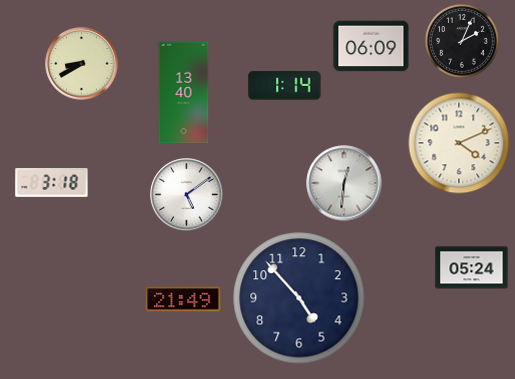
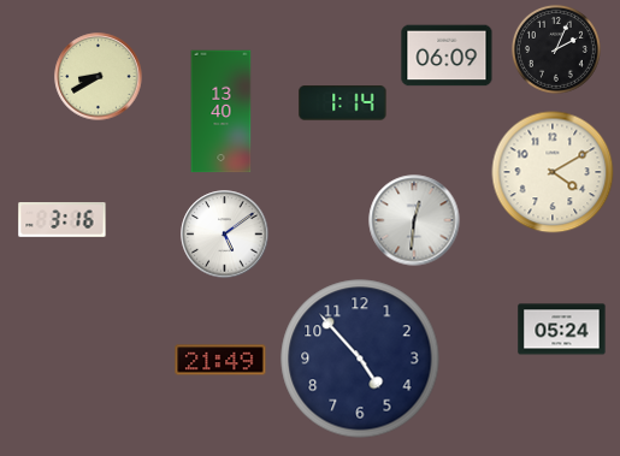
clock at (459, 143): 4:11 -> 4:10
clock at (52, 183): 3:18 -> 3:16
clock at (472, 268) position: (472, 268) -> (562, 330)
